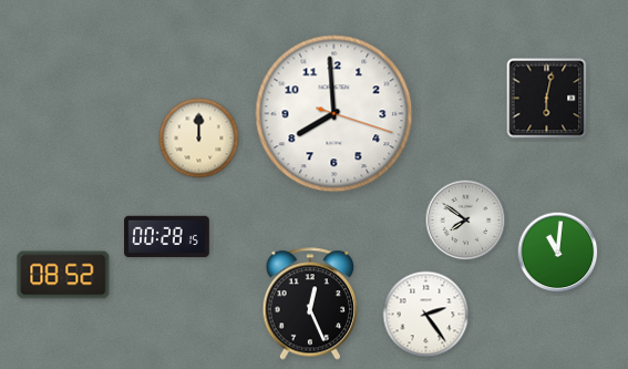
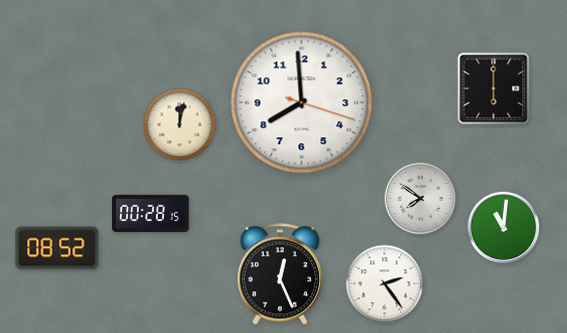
clock at (547, 99): 6:02 -> 6:00
clock at (199, 139): 12:00 -> 12:02
